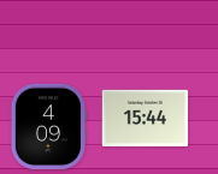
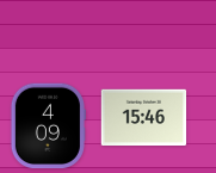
clock at (146, 118): 15:44 -> 15:46
